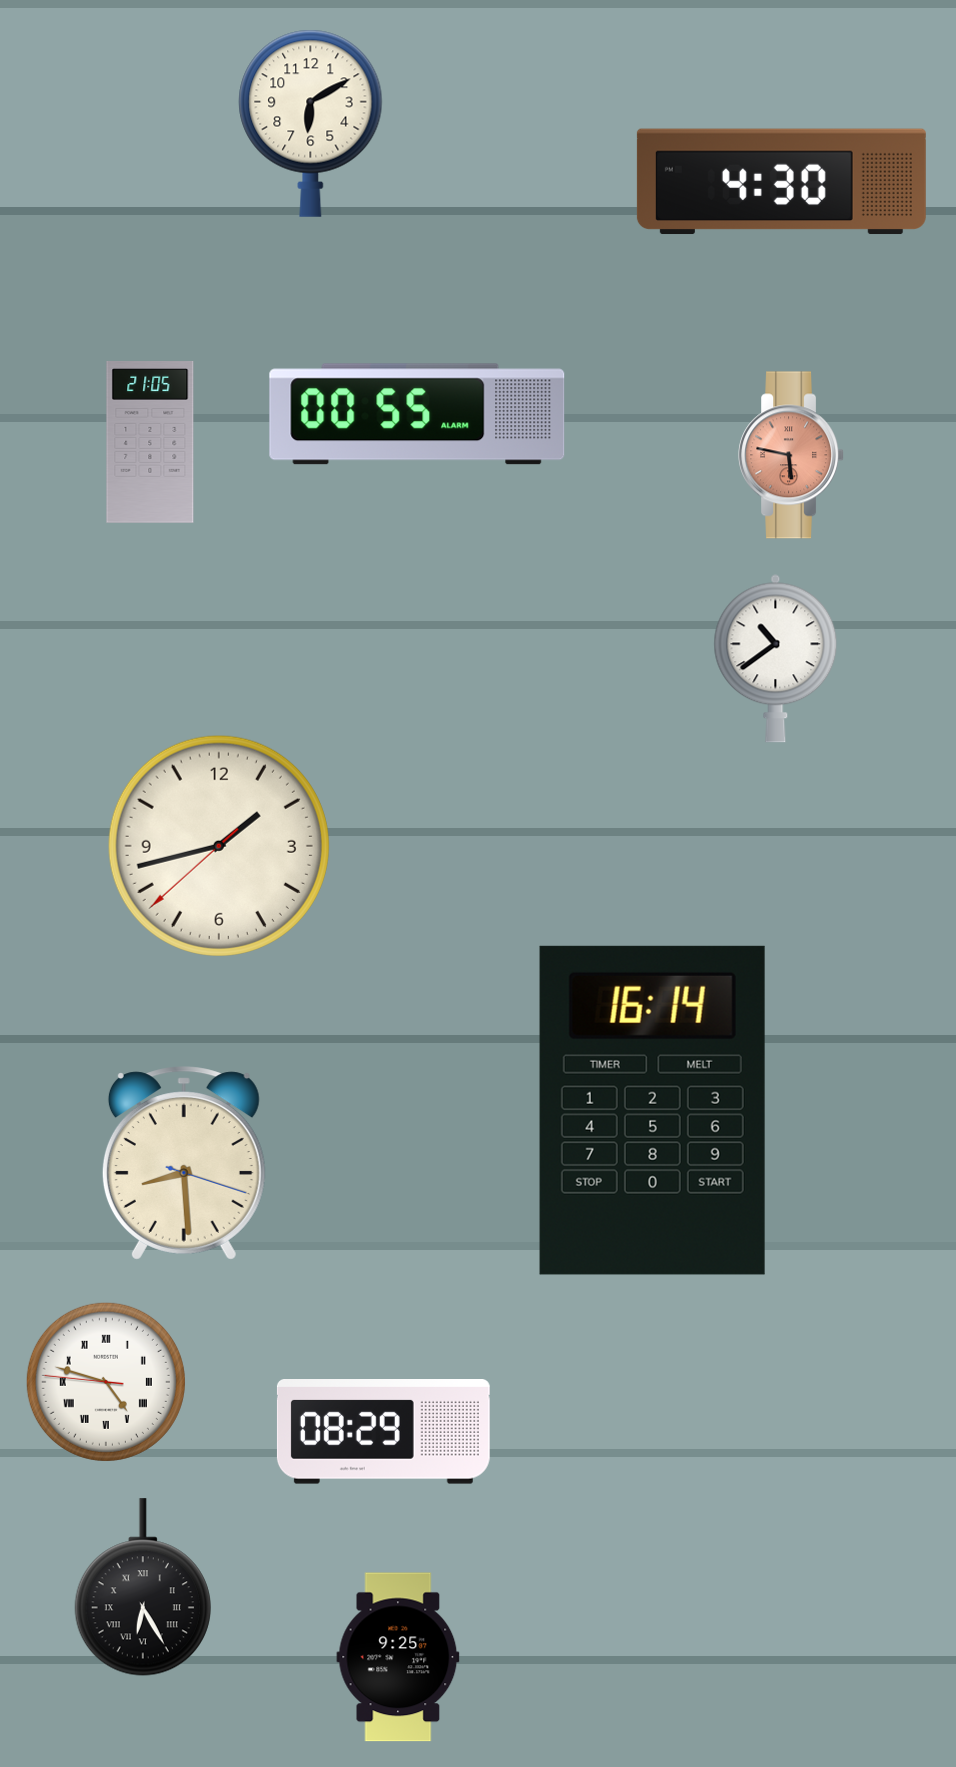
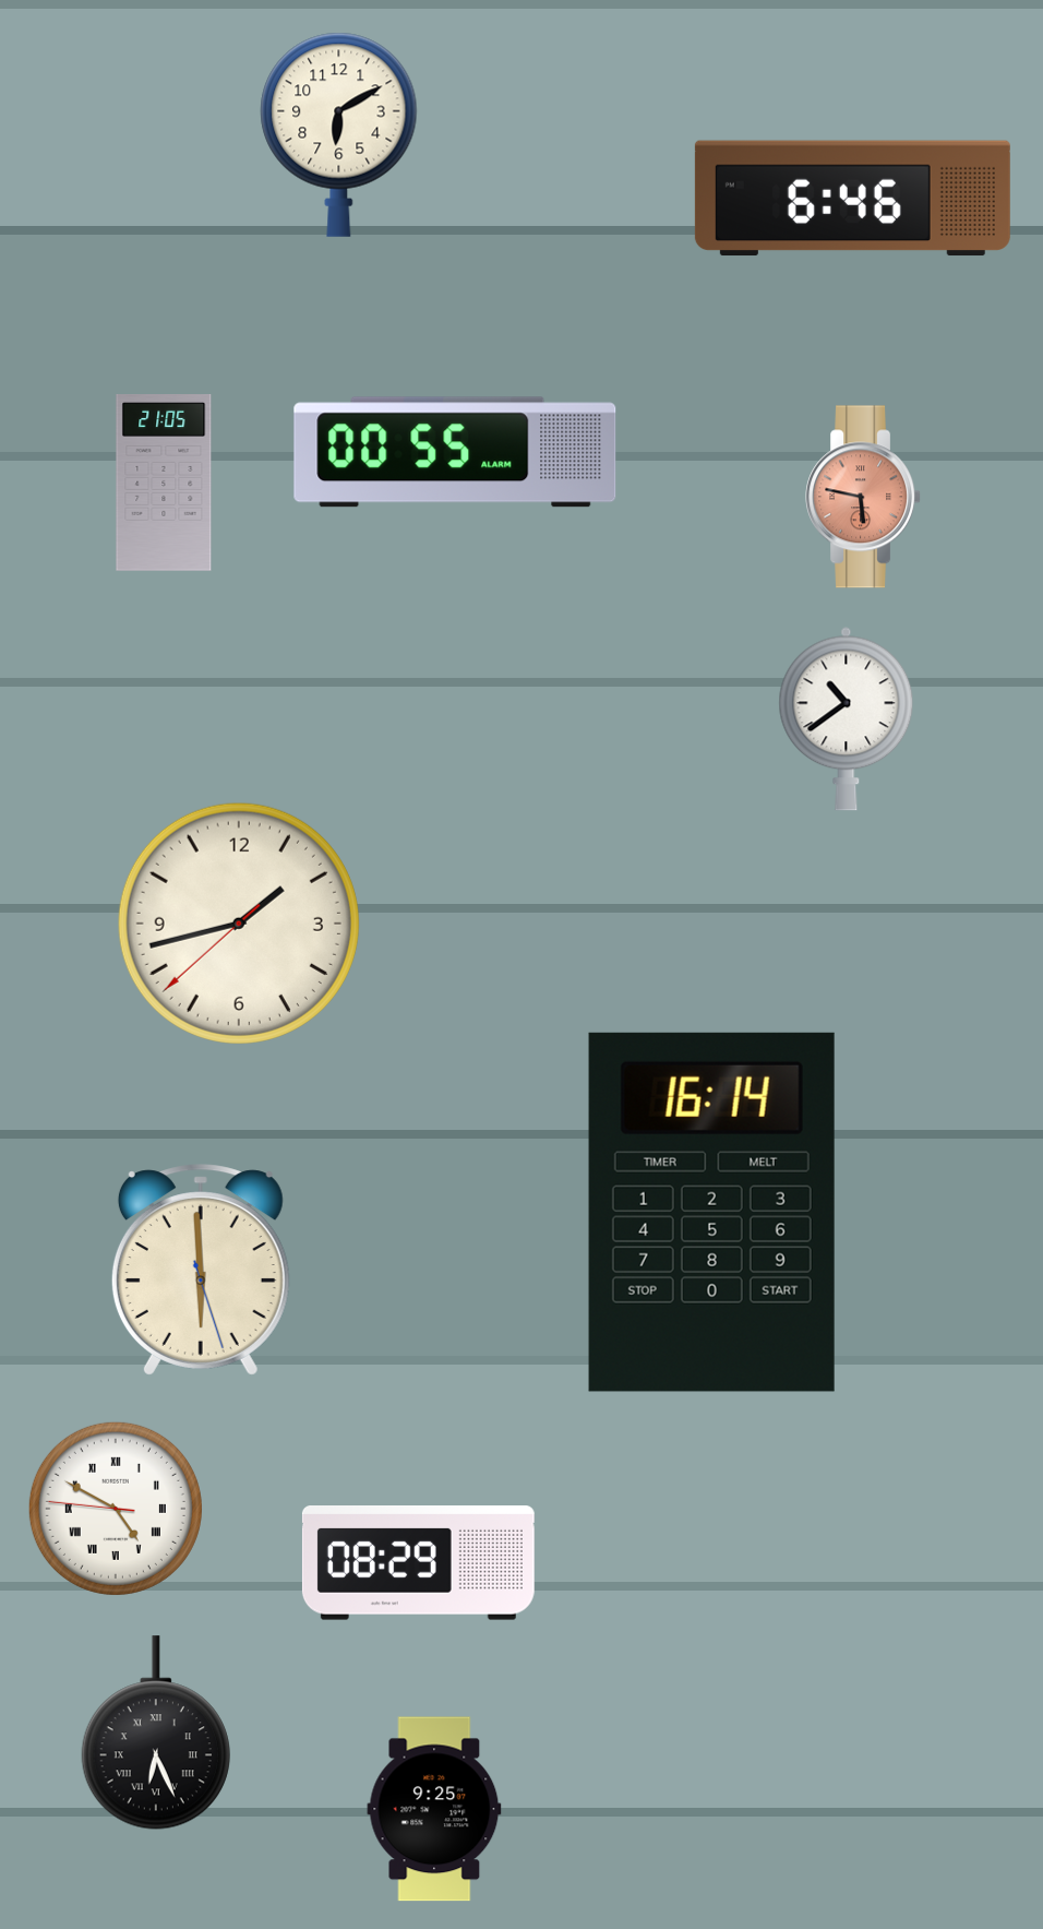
clock at (781, 182): 4:30 -> 6:46
clock at (184, 1163): 8:29 -> 5:59
clock at (106, 1382): 4:47 -> 4:49
clock at (143, 1587): 6:25 -> 6:26
